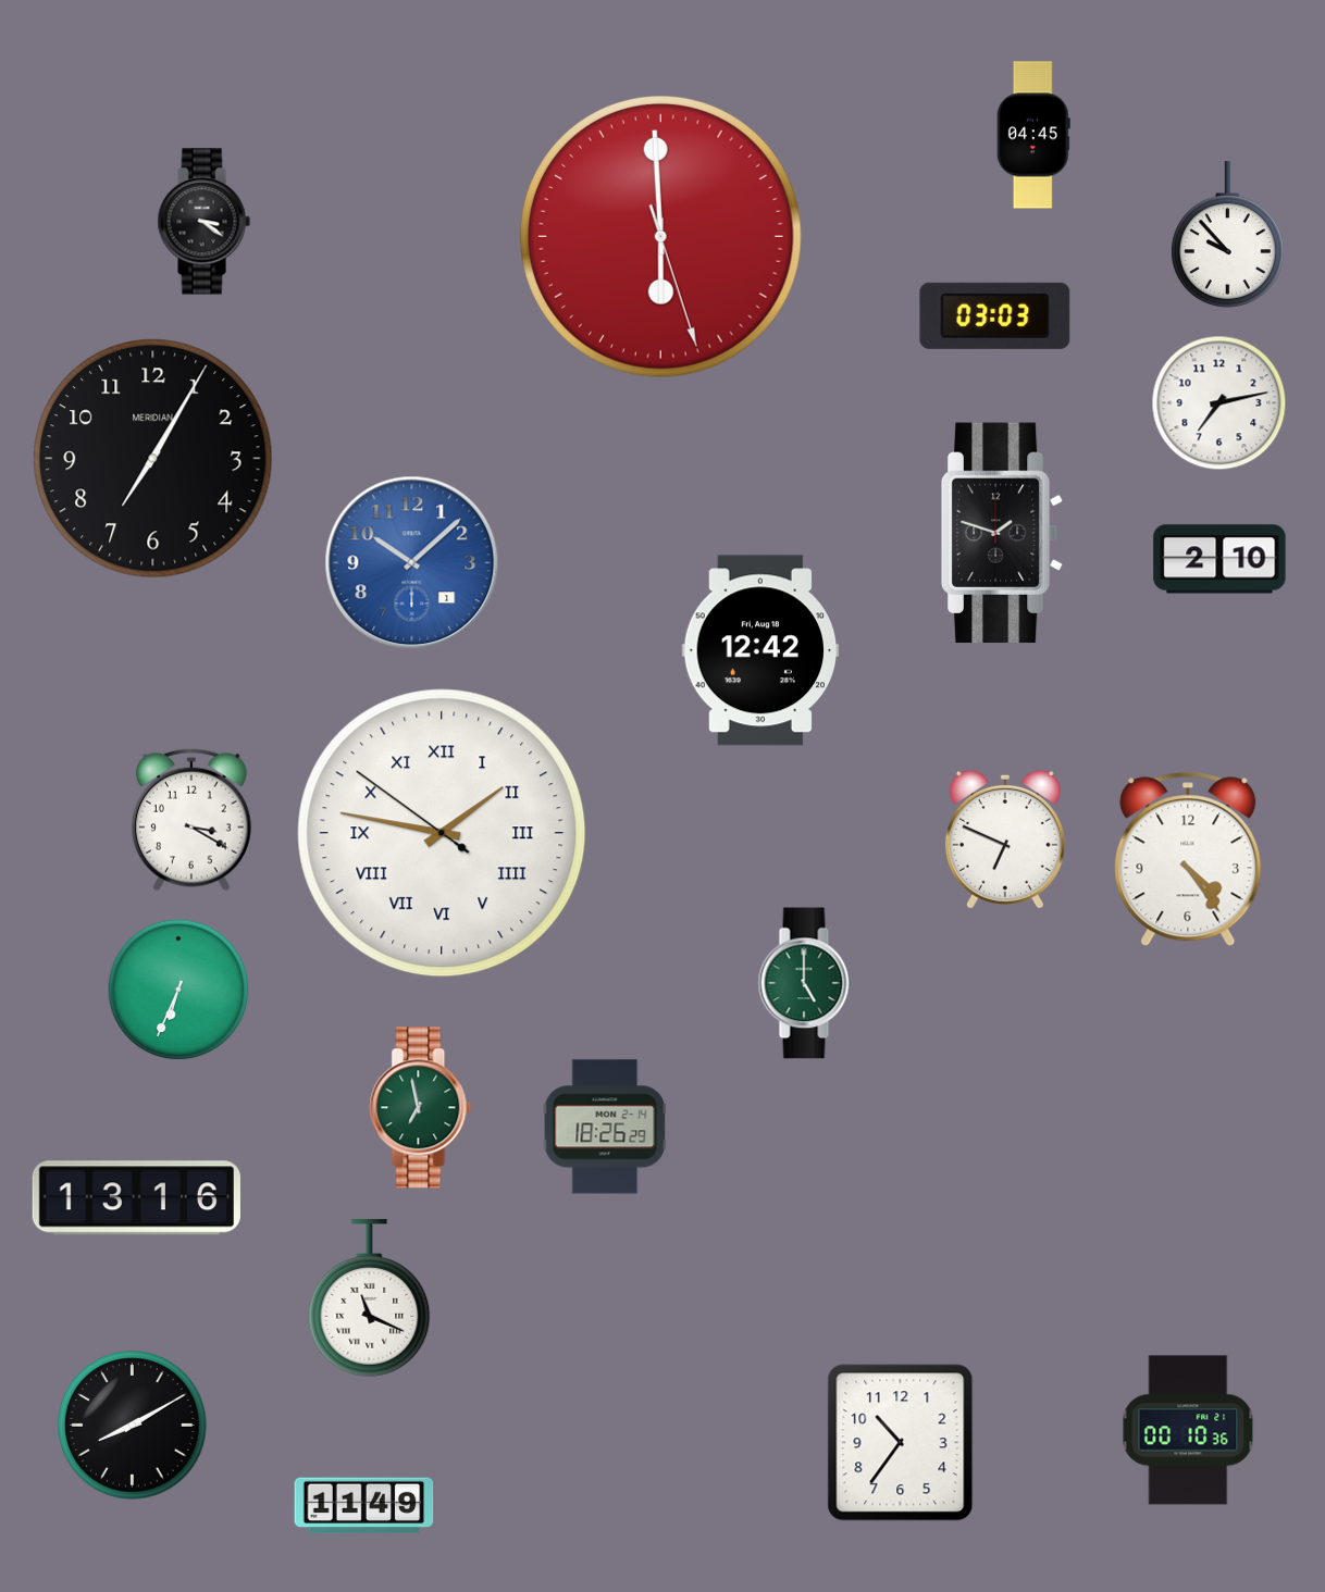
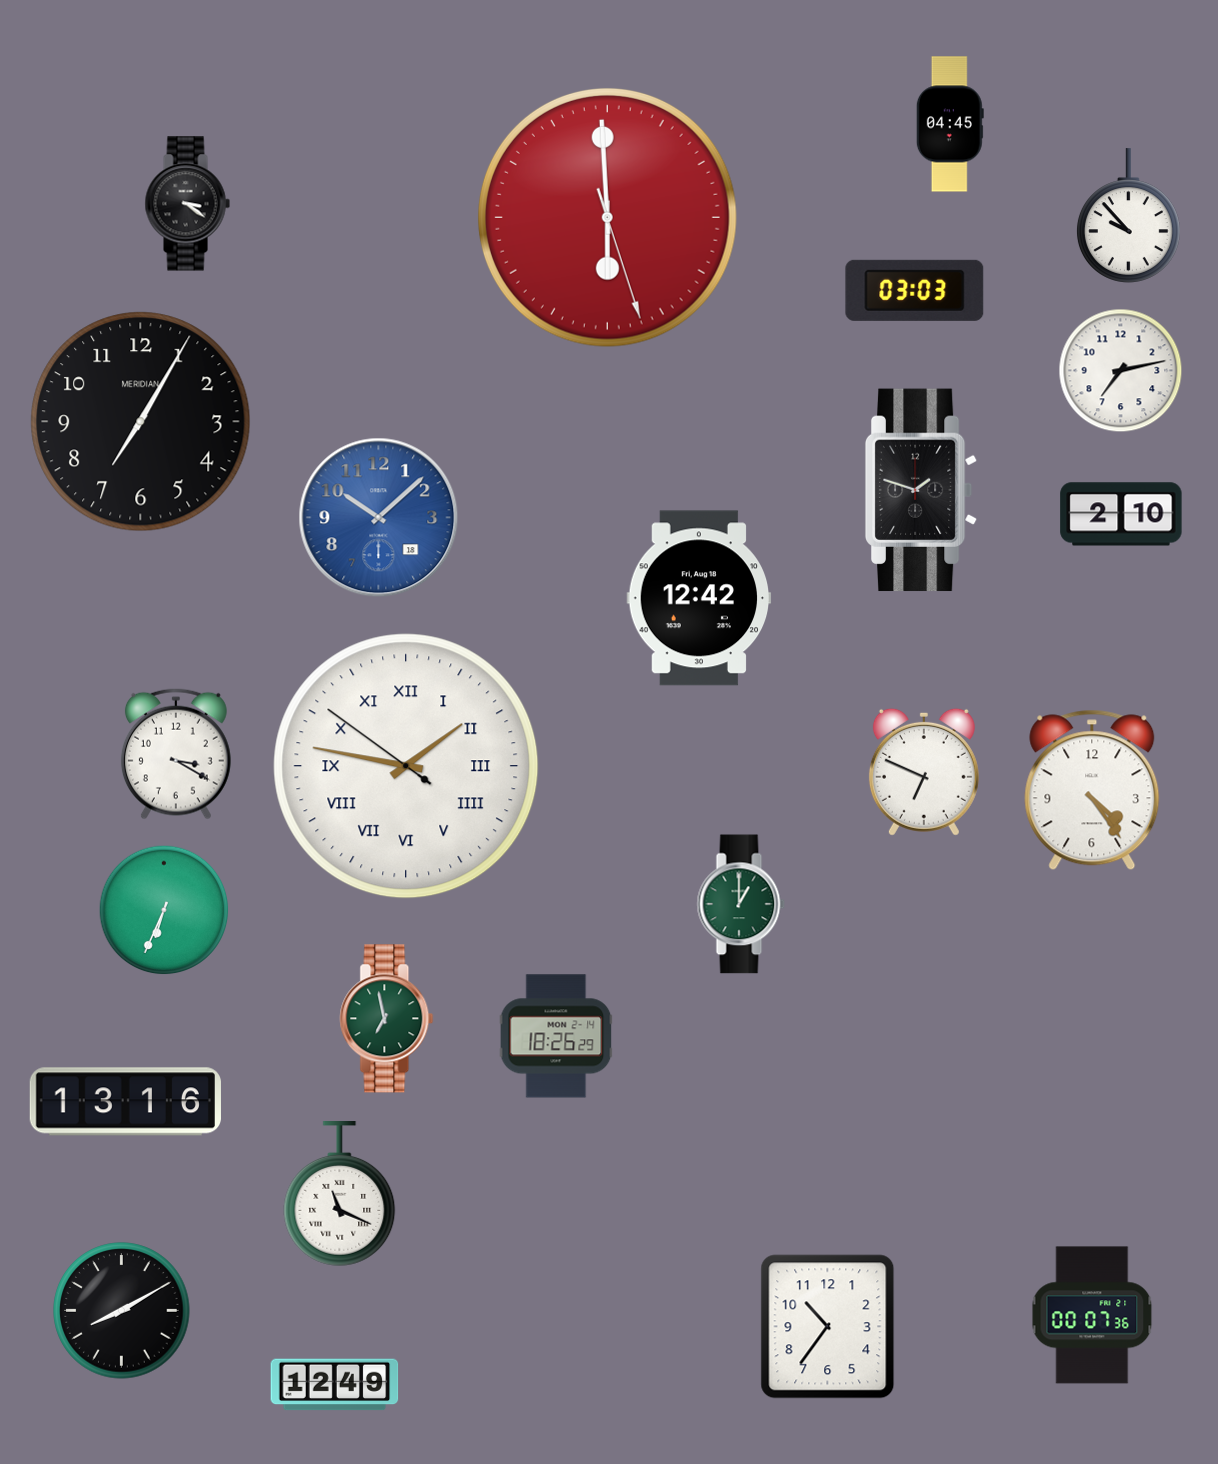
clock at (412, 563) date: 1 -> 18
clock at (806, 983): 5:00 -> 1:00
clock at (1188, 1430): 00:10 -> 00:07
clock at (364, 1506): 11:49 -> 12:49
